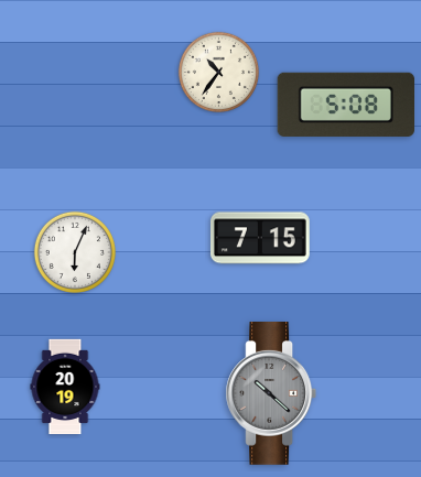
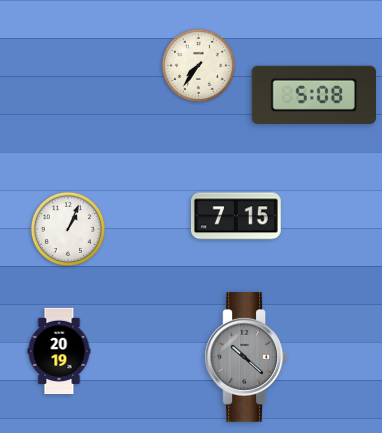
clock at (218, 72): 10:36 -> 7:36
clock at (75, 252): 6:04 -> 1:04
